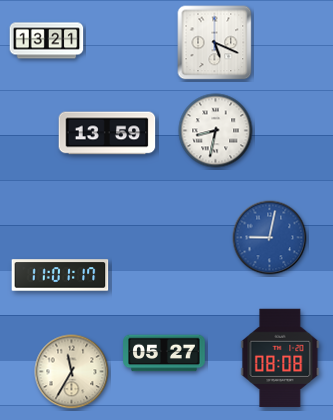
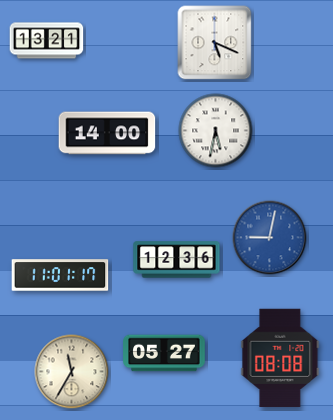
clock at (216, 131): 8:32 -> 5:32
clock at (107, 133): 13:59 -> 14:00
clock at (177, 260): none -> 12:36
